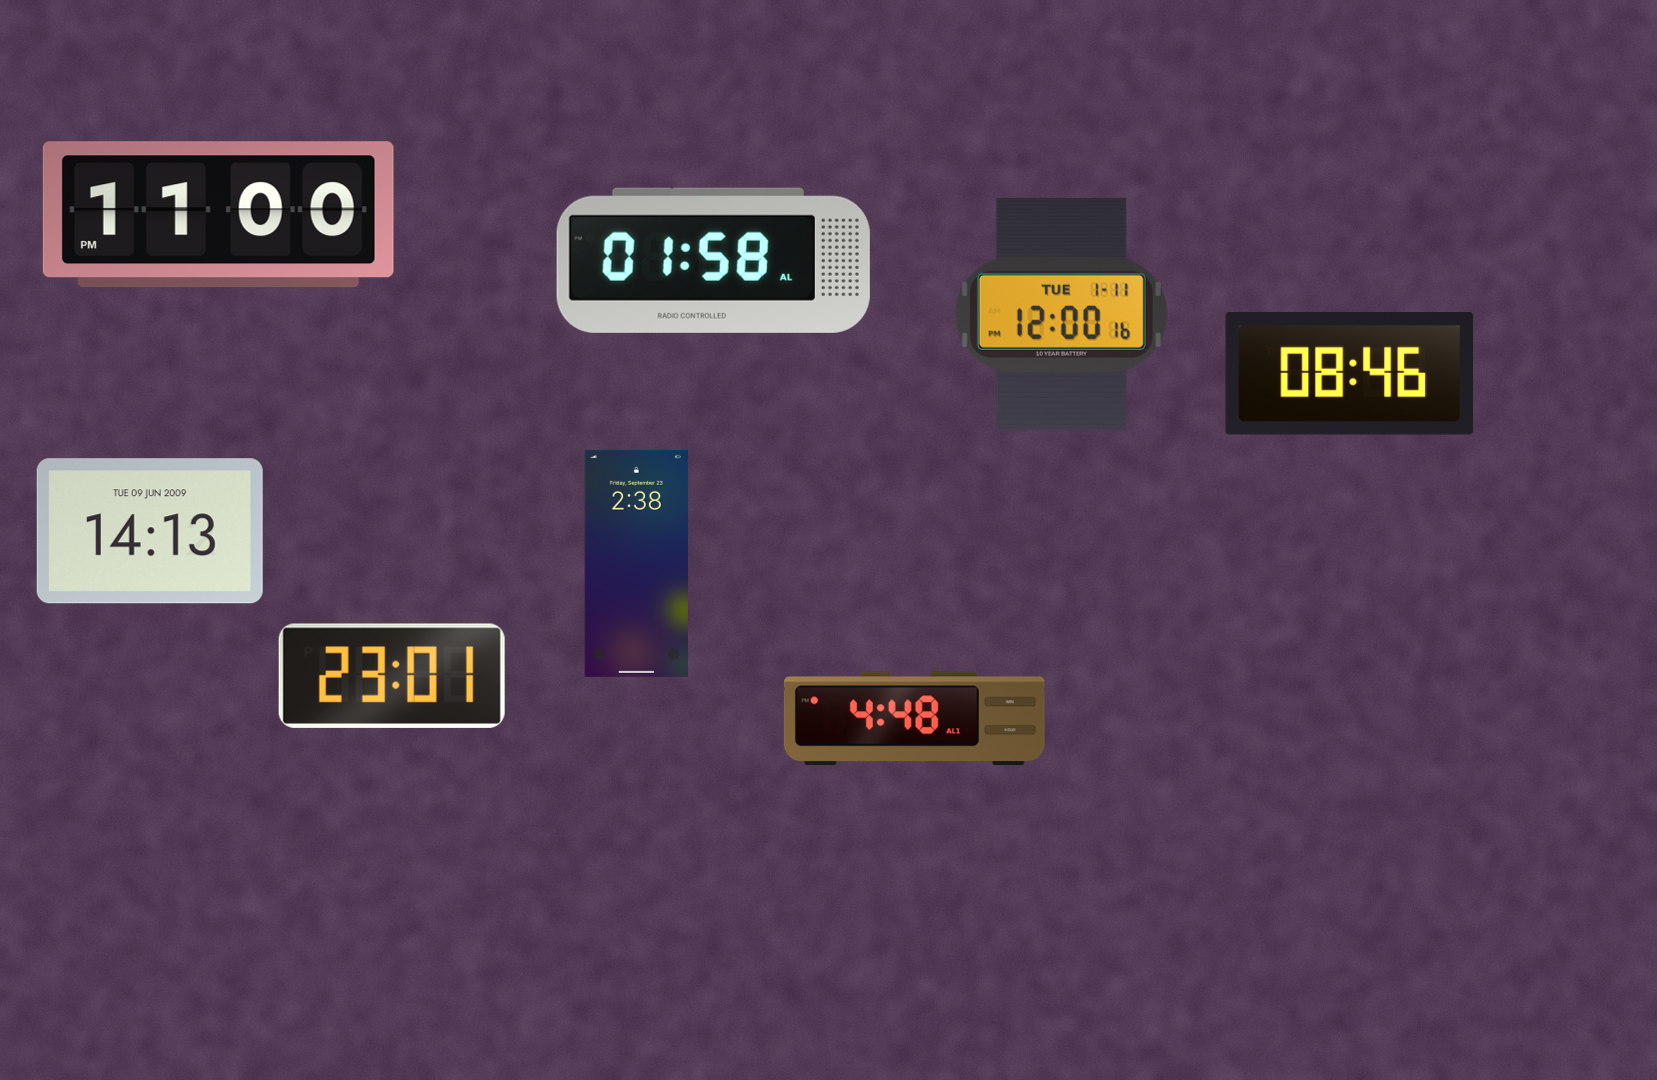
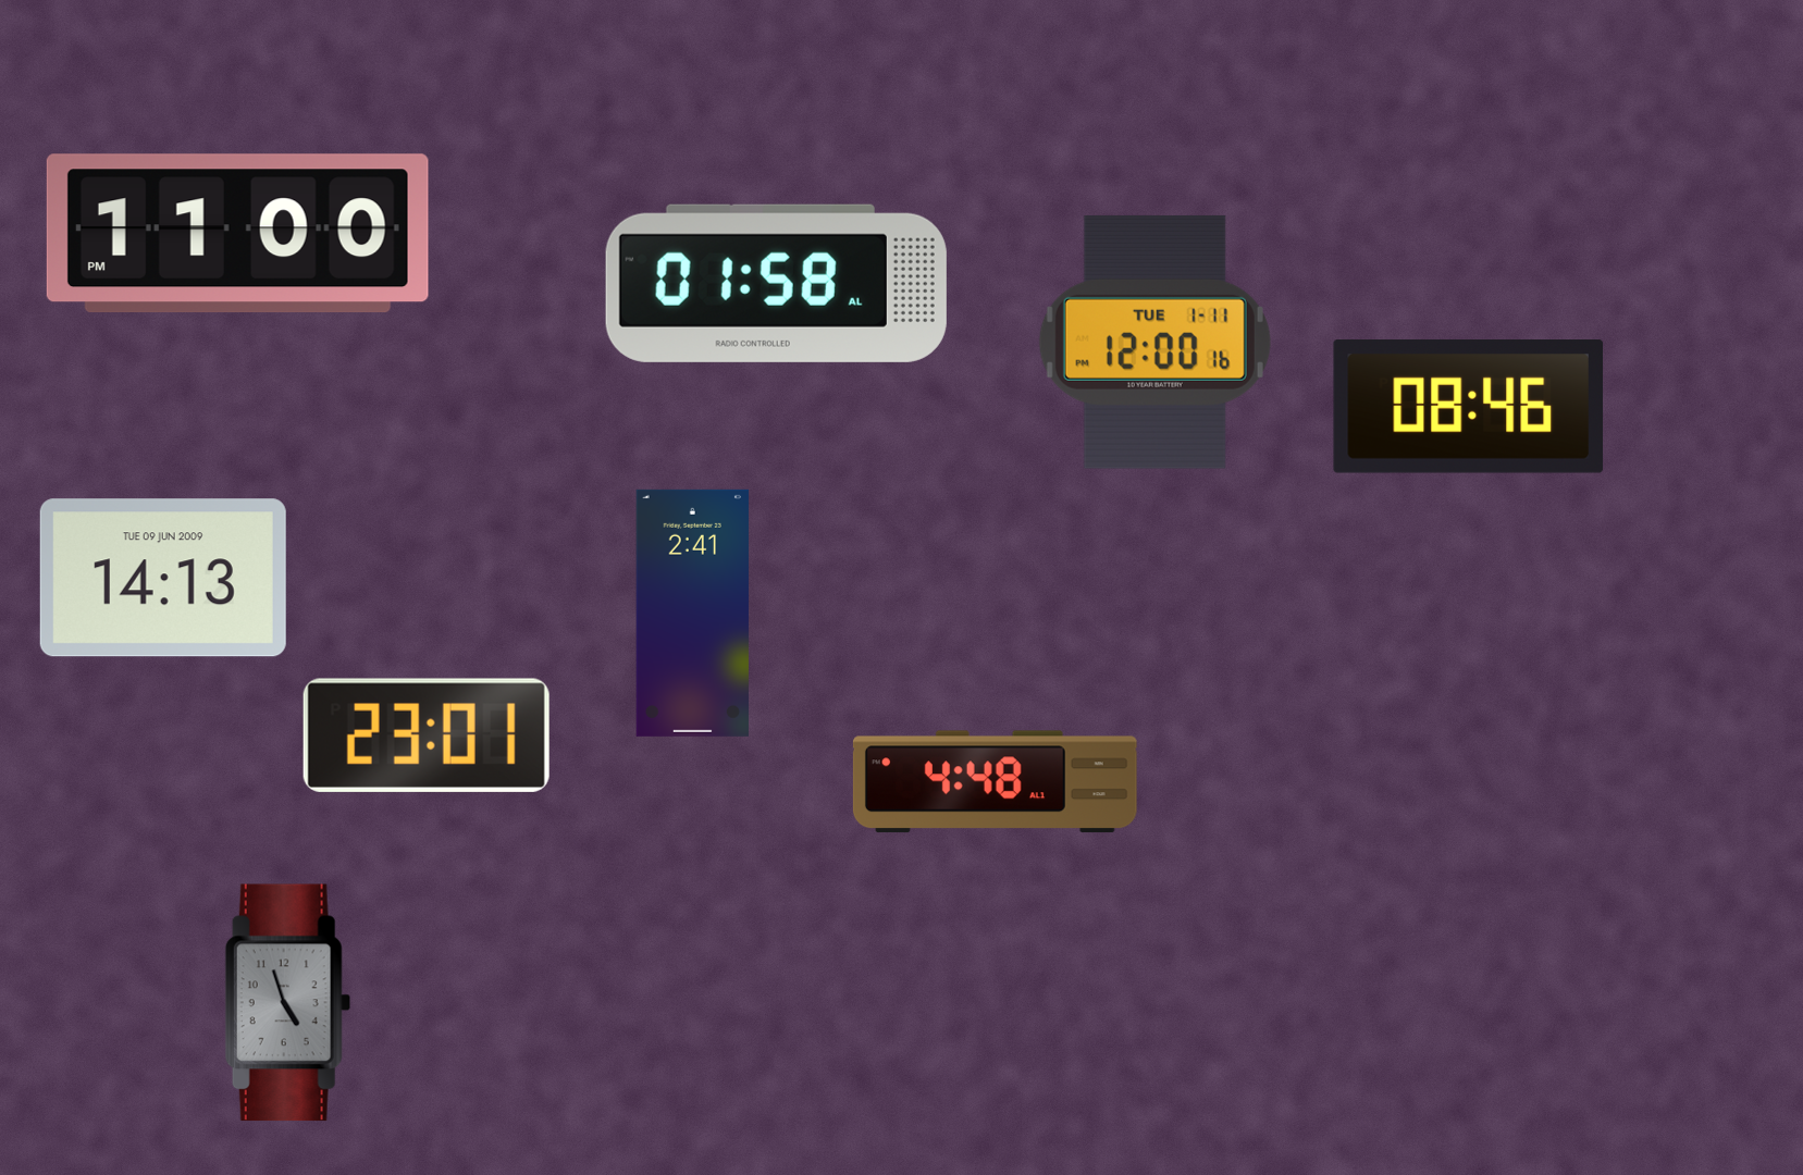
clock at (636, 563): 2:38 -> 2:41
clock at (287, 1003): none -> 4:57
